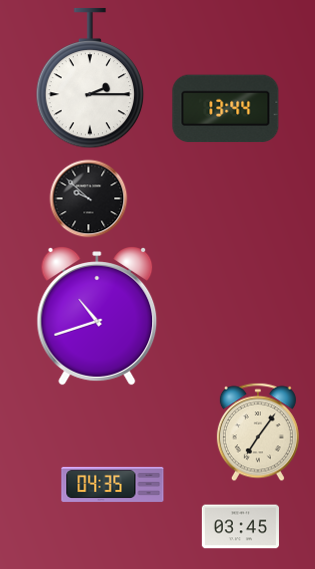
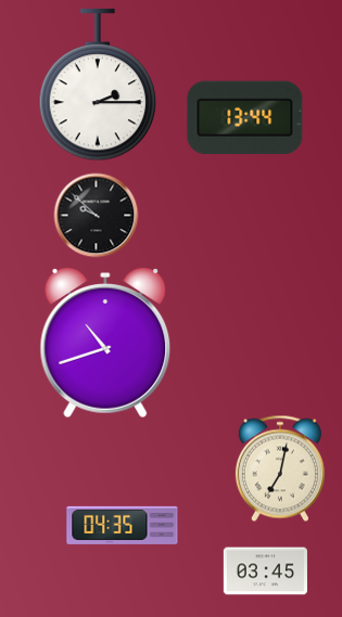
clock at (258, 432): 7:06 -> 7:02
clock at (240, 527) position: (240, 527) -> (265, 571)
